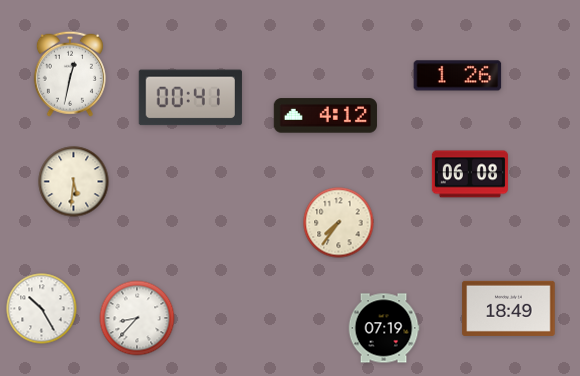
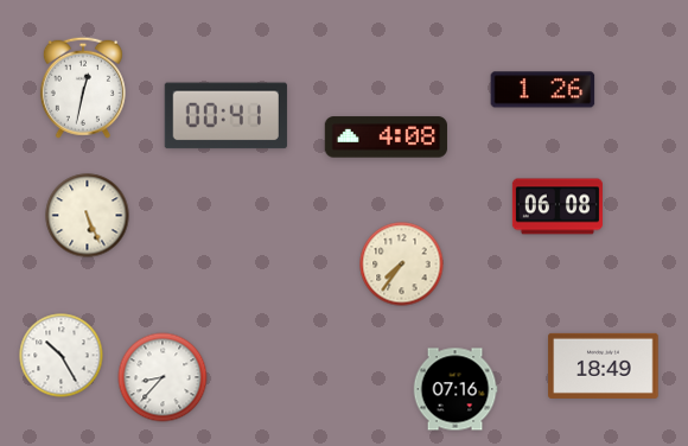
clock at (325, 116): 4:12 -> 4:08
clock at (74, 182): 5:31 -> 5:26
clock at (42, 309) position: (42, 309) -> (62, 356)
clock at (384, 328): 07:19 -> 07:16
